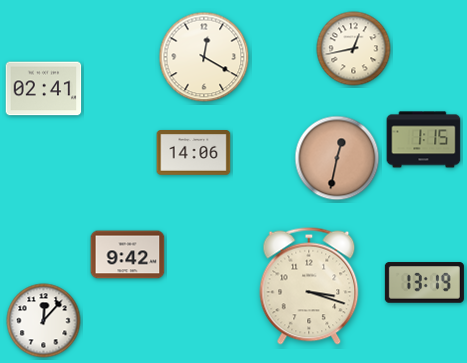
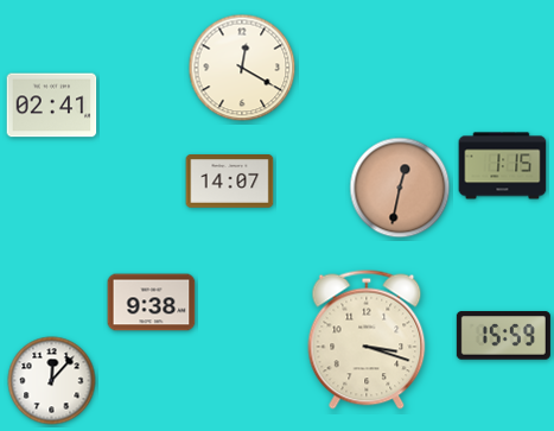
clock at (354, 49): 12:43 -> none
clock at (194, 153): 14:06 -> 14:07
clock at (128, 255): 9:42 -> 9:38
clock at (424, 283): 13:19 -> 15:59
